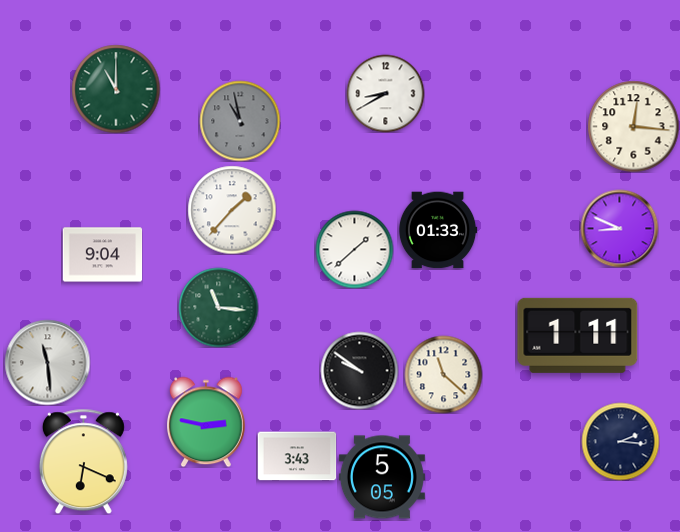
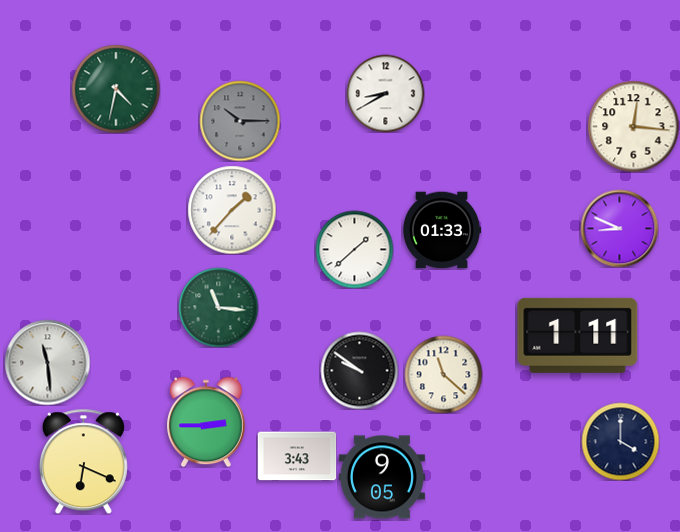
clock at (116, 89): 11:00 -> 4:32
clock at (240, 121): 10:58 -> 10:15
clock at (438, 230) position: (438, 230) -> (442, 230)
clock at (102, 255): 9:04 -> none
clock at (207, 422): 2:47 -> 2:45
clock at (620, 441): 2:16 -> 4:00
clock at (382, 477): 5:05 -> 9:05
